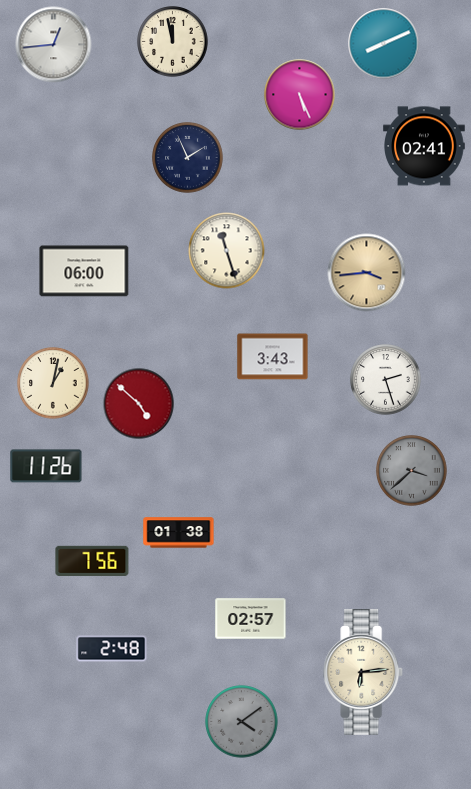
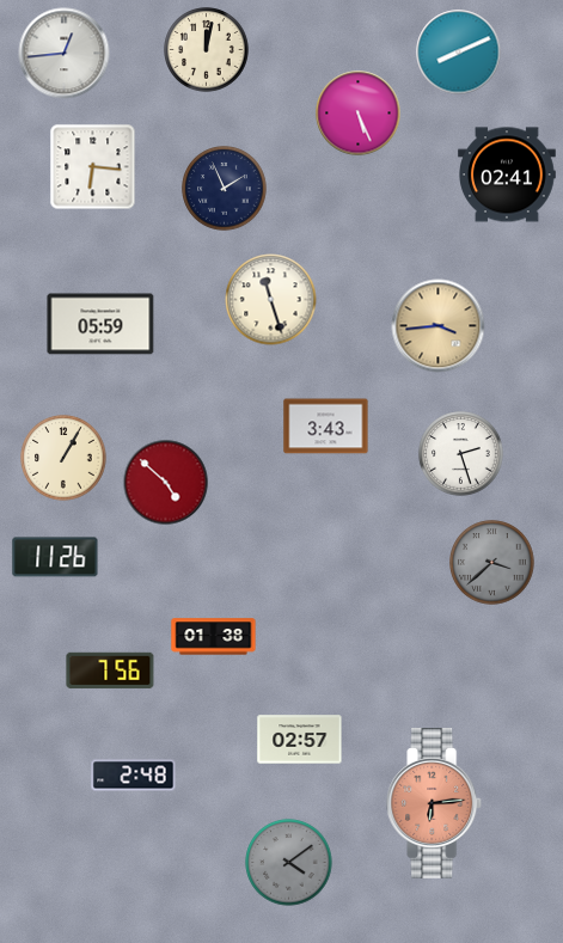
clock at (173, 42): 11:58 -> 12:02
clock at (93, 167): none -> 6:16
clock at (84, 271): 06:00 -> 05:59
clock at (53, 383): 1:02 -> 1:05
clock at (364, 673) dial: cream -> salmon
